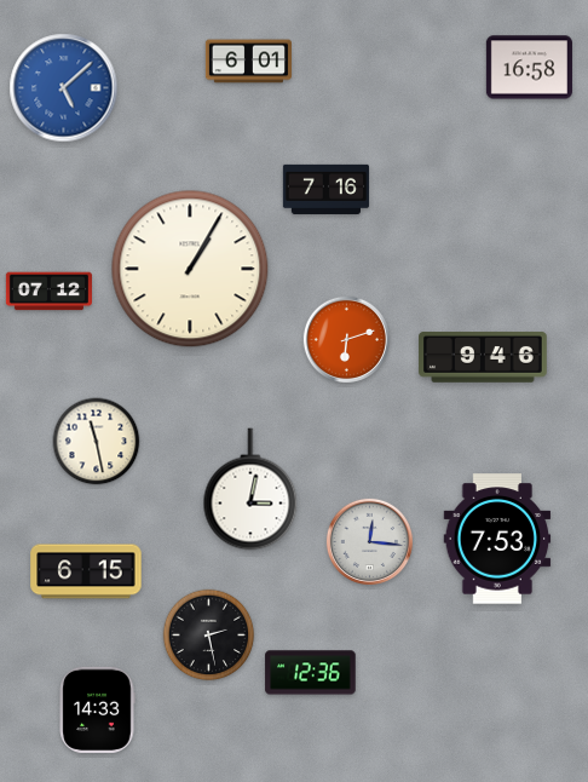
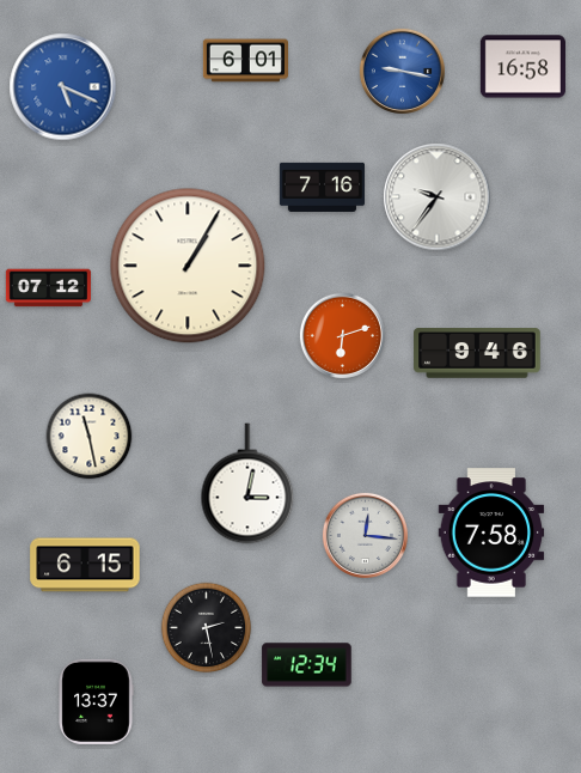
clock at (402, 71): none -> 9:17
clock at (64, 88): 5:08 -> 5:19
clock at (438, 197): none -> 9:36
clock at (97, 442) position: (97, 442) -> (90, 437)
clock at (497, 539): 7:53 -> 7:58
clock at (311, 673): 12:36 -> 12:34
clock at (97, 709): 14:33 -> 13:37
